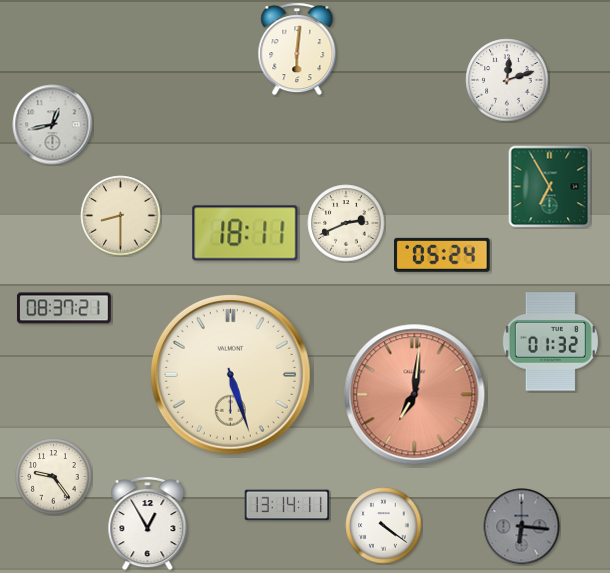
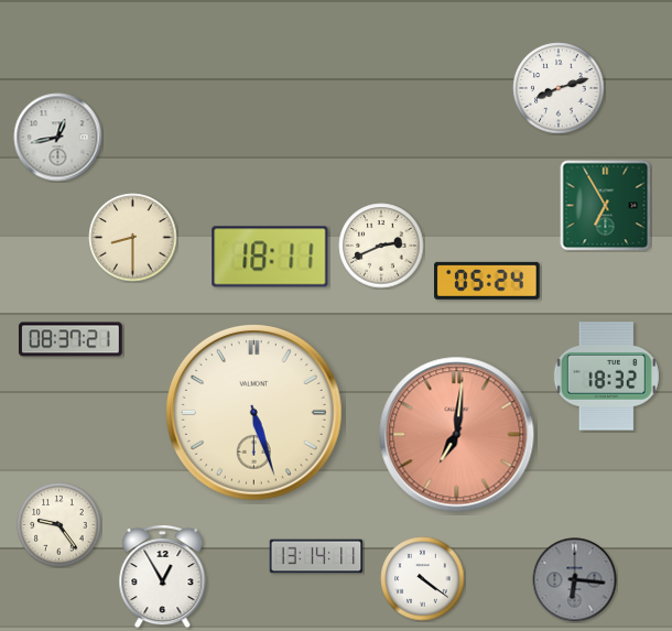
clock at (297, 49): 6:01 -> none
clock at (507, 80): 12:12 -> 8:12
clock at (550, 342): 01:32 -> 18:32
